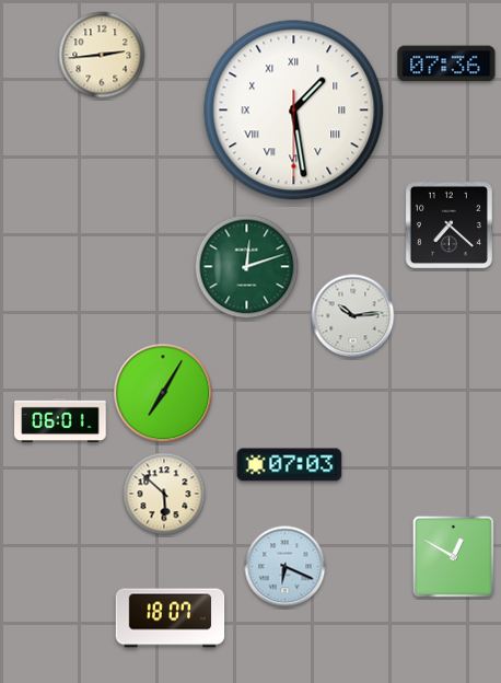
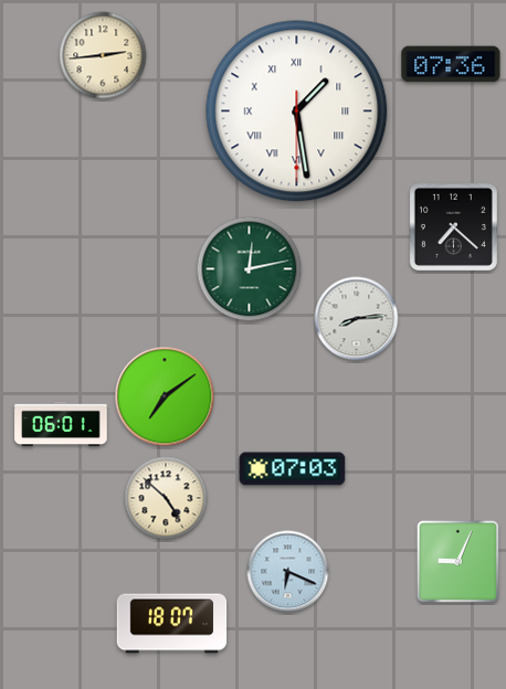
clock at (247, 267): 12:12 -> 12:13
clock at (353, 316): 10:14 -> 8:14
clock at (163, 393): 7:05 -> 7:09
clock at (164, 494): 5:52 -> 4:52
clock at (453, 556): 12:50 -> 9:04
